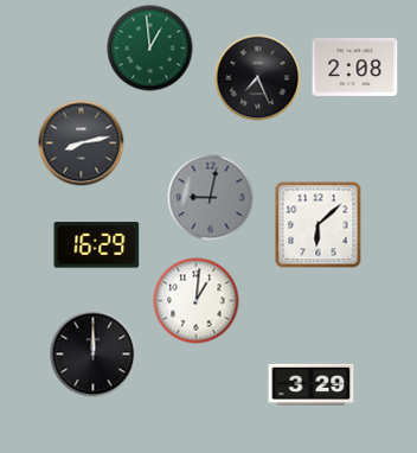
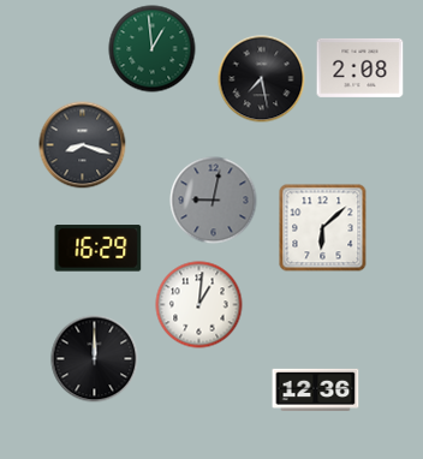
clock at (258, 78): 7:26 -> 7:28
clock at (82, 143): 8:13 -> 8:18
clock at (312, 384): 3:29 -> 12:36
